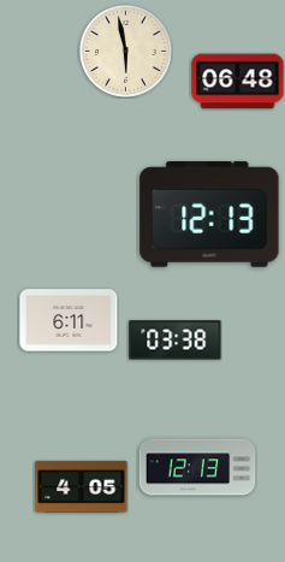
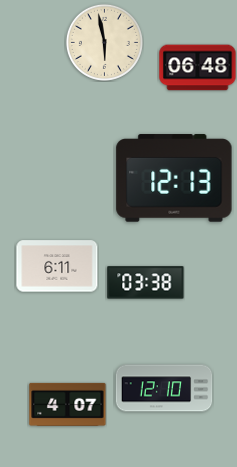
clock at (197, 467): 12:13 -> 12:10
clock at (82, 486): 4:05 -> 4:07
